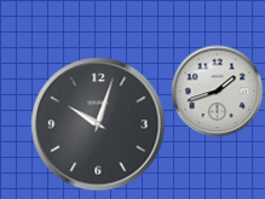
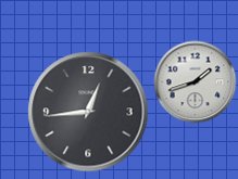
clock at (98, 124): 10:03 -> 12:44
